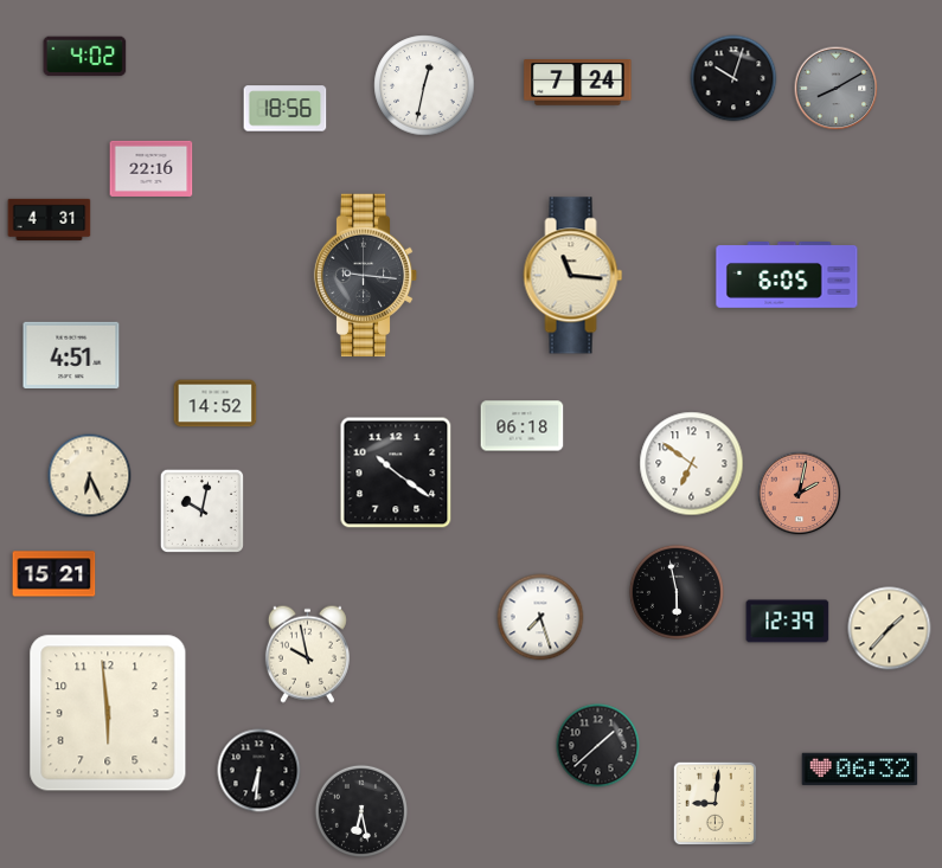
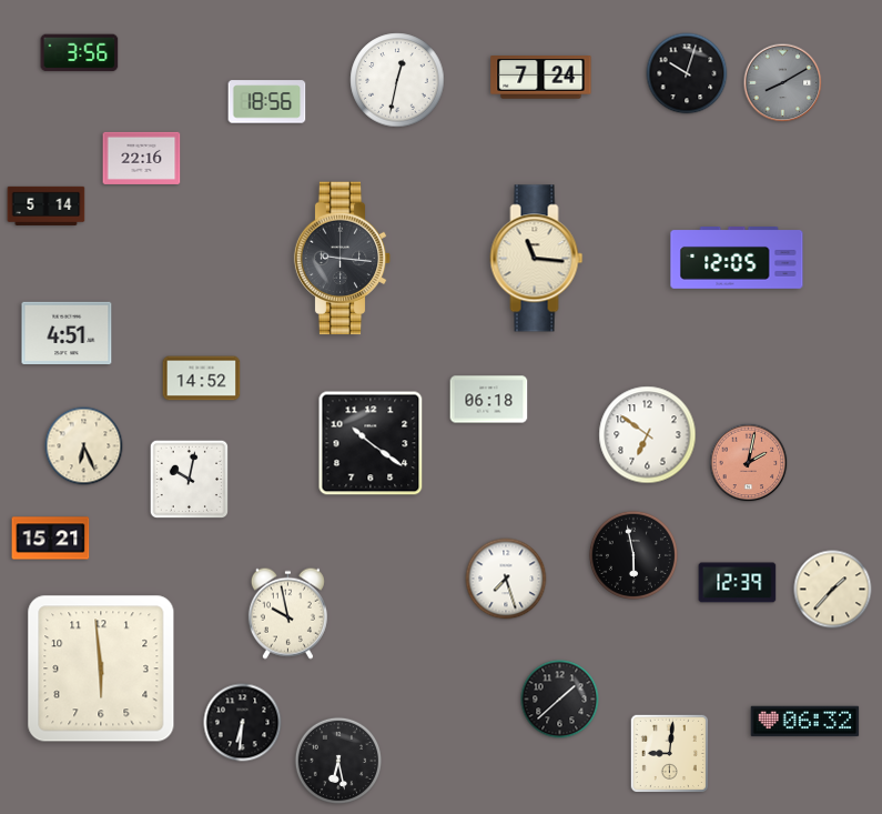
clock at (85, 57): 4:02 -> 3:56
clock at (50, 219): 4:31 -> 5:14
clock at (787, 276): 6:05 -> 12:05
